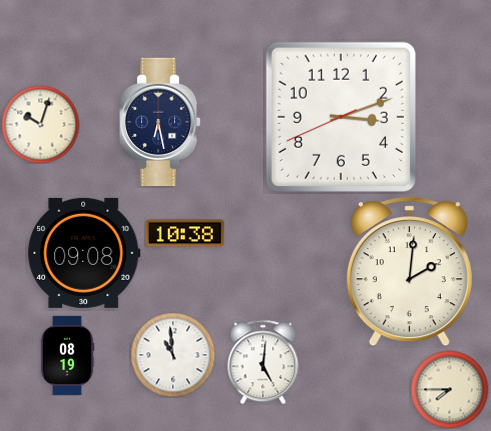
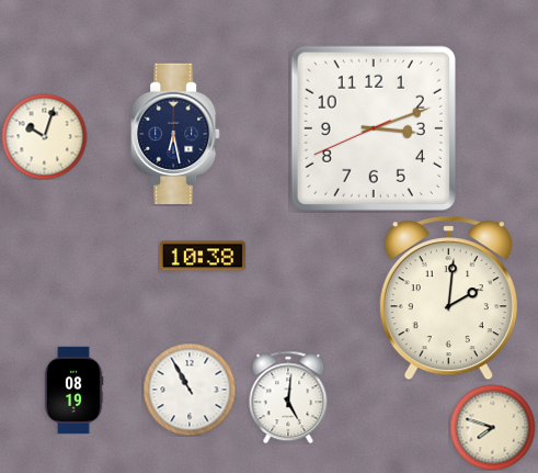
clock at (84, 253): 09:08 -> none
clock at (173, 355): 10:59 -> 10:55
clock at (449, 389): 7:45 -> 7:48
